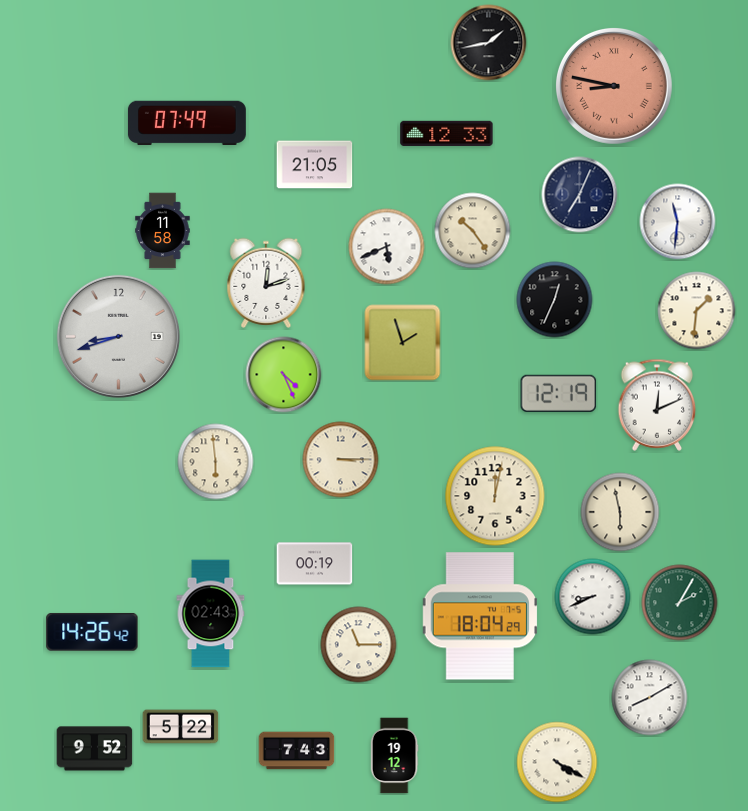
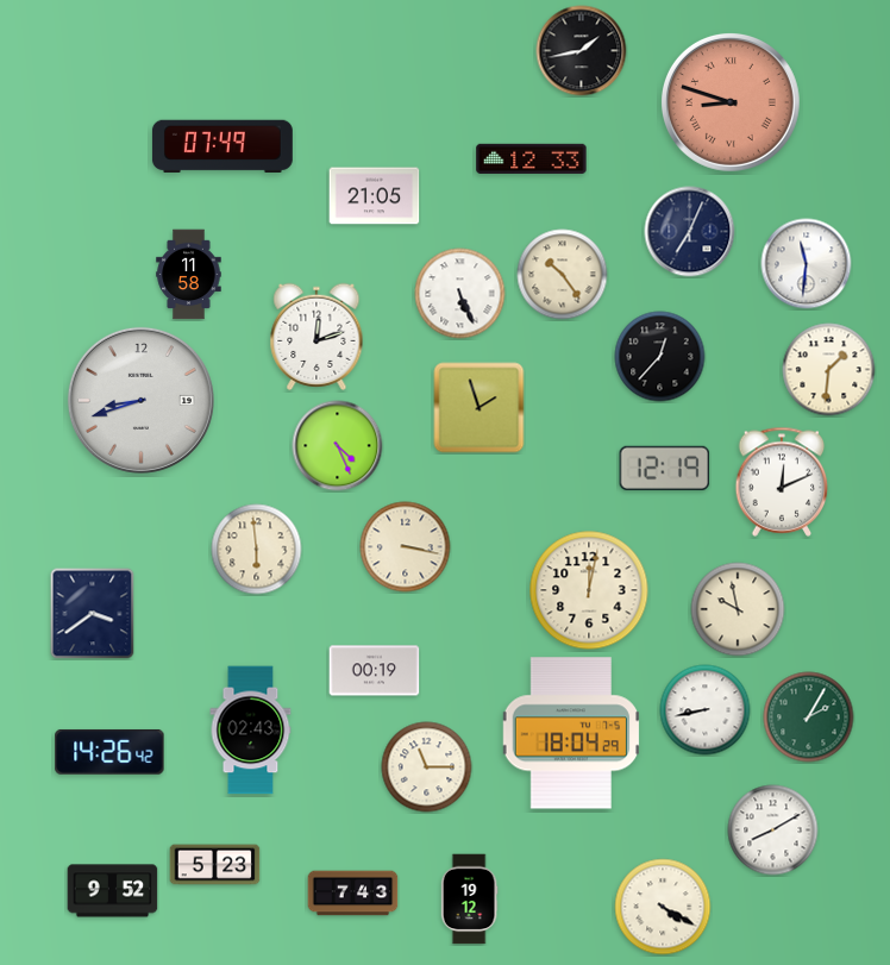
clock at (614, 86): 8:47 -> 8:48
clock at (163, 231) position: (163, 231) -> (189, 275)
clock at (387, 247): 5:41 -> 5:26
clock at (555, 300): 12:34 -> 12:37
clock at (341, 460): 3:15 -> 3:17
clock at (620, 512): 5:58 -> 9:58
clock at (93, 614): none -> 3:39
clock at (593, 597): 8:41 -> 8:43
clock at (181, 727): 5:22 -> 5:23
